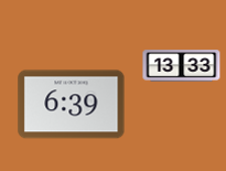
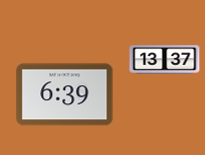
clock at (182, 66): 13:33 -> 13:37
